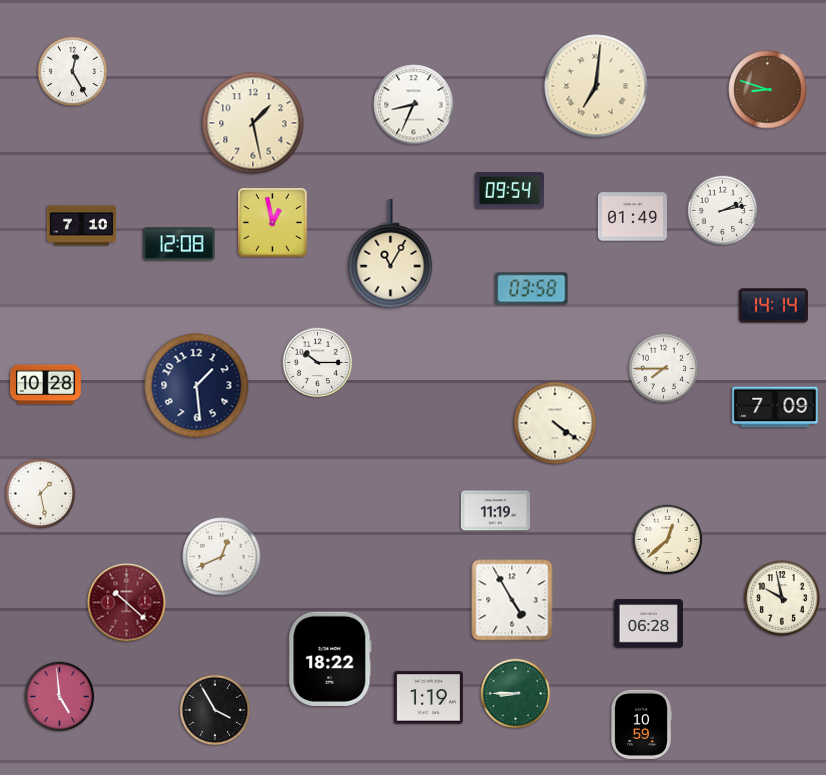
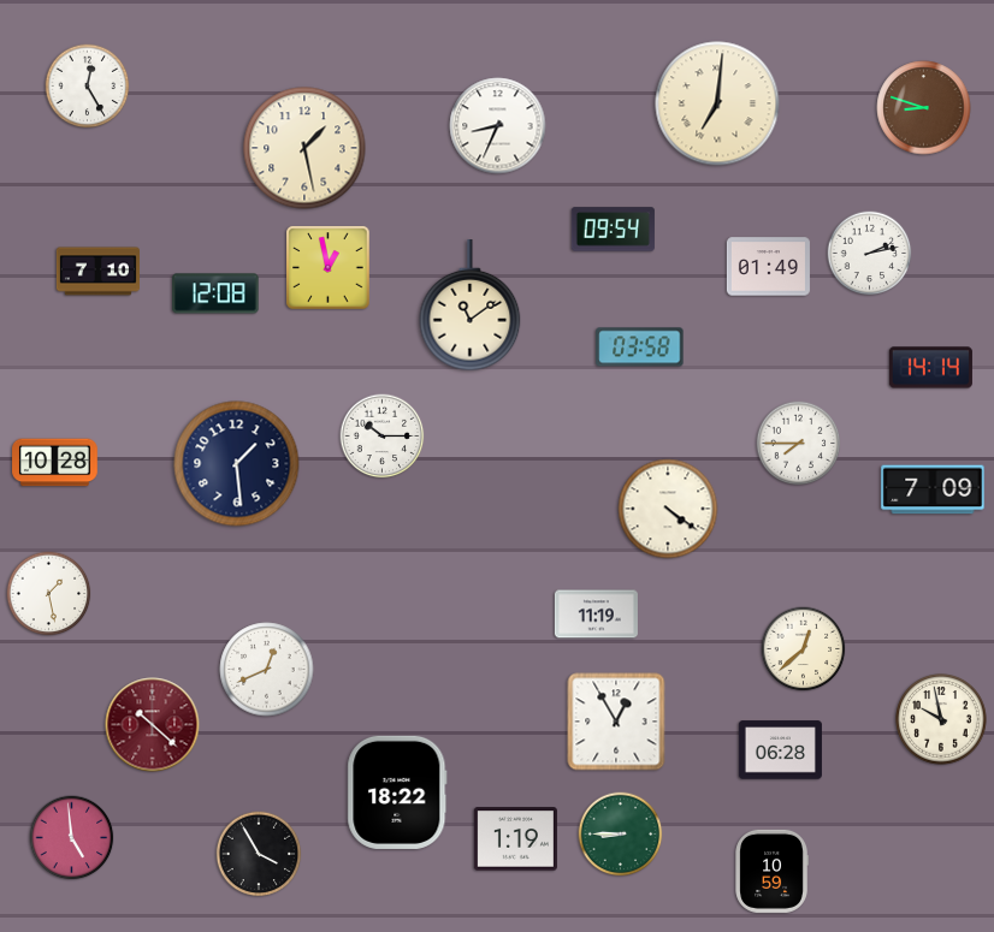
clock at (632, 217) position: (632, 217) -> (768, 267)
clock at (391, 255): 11:05 -> 11:09
clock at (512, 600): 4:55 -> 12:55
